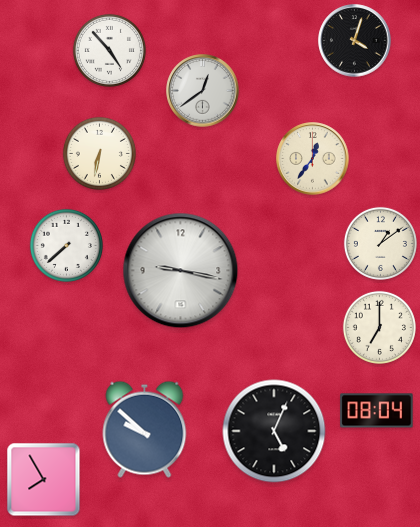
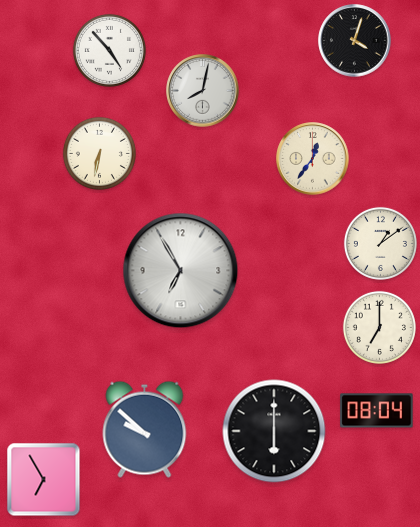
clock at (203, 91): 12:39 -> 8:02
clock at (66, 245): 7:38 -> none
clock at (181, 271): 9:17 -> 6:55
clock at (274, 431): 5:04 -> 6:00
clock at (44, 480): 7:55 -> 6:55
